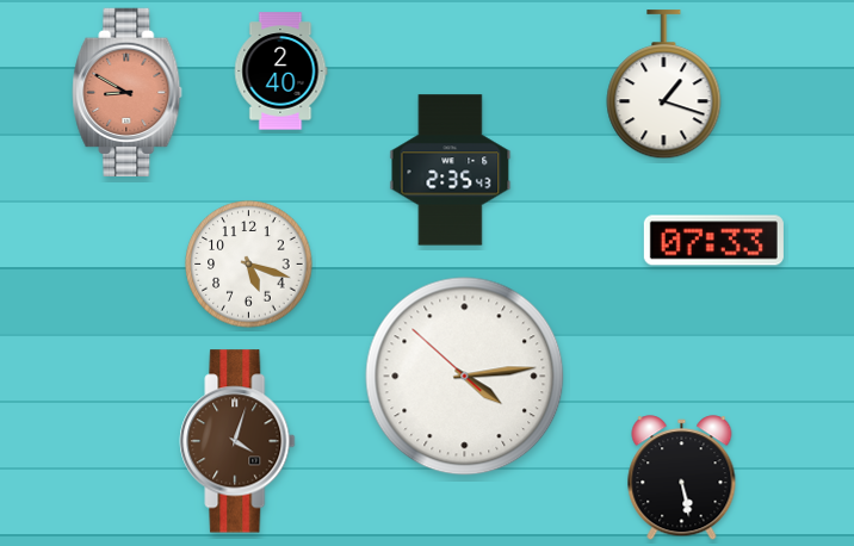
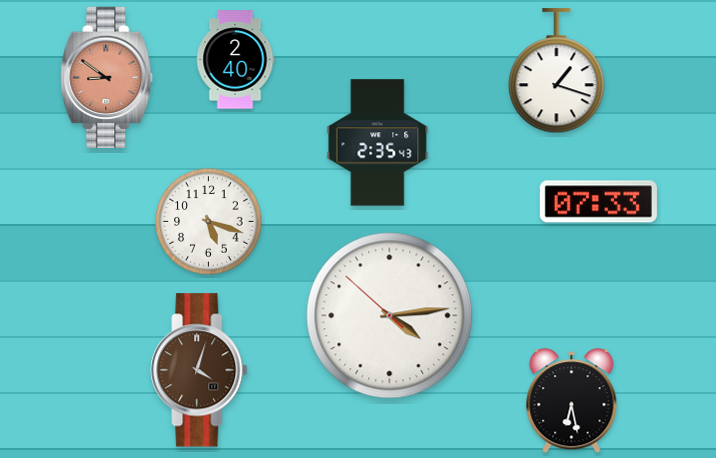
clock at (128, 92): 8:50 -> 8:51
clock at (682, 478): 5:28 -> 6:28
